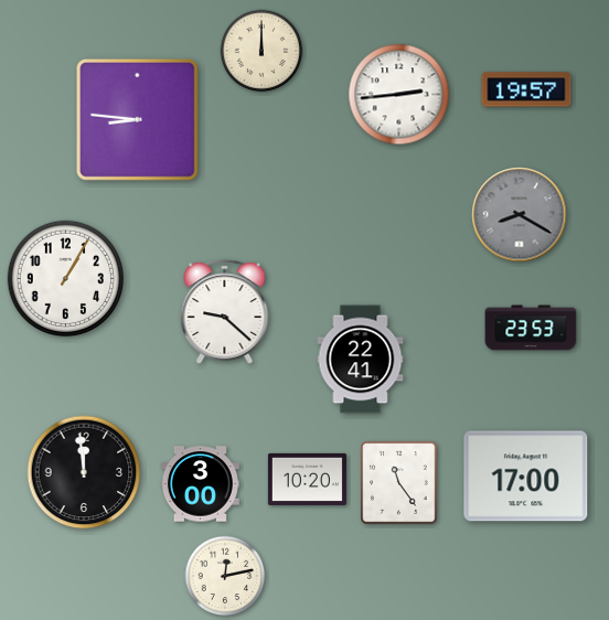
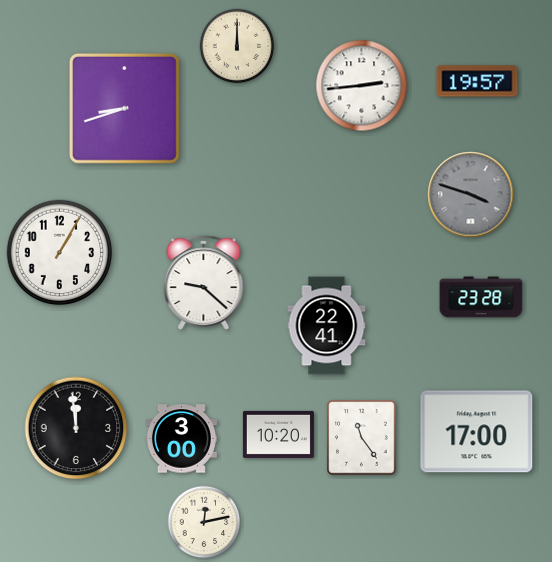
clock at (137, 119): 8:46 -> 8:42
clock at (520, 215): 8:20 -> 3:48
clock at (531, 328): 23:53 -> 23:28
